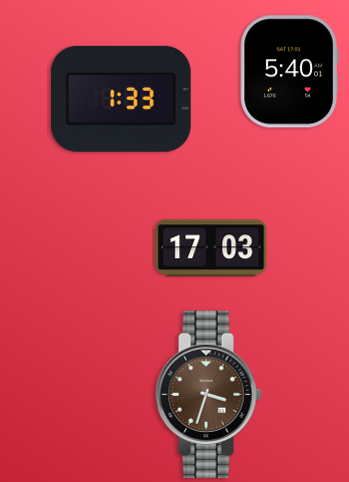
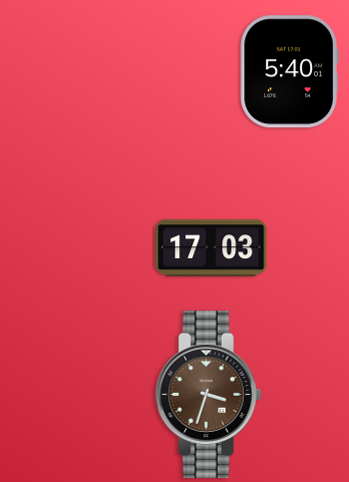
clock at (121, 99): 1:33 -> none
